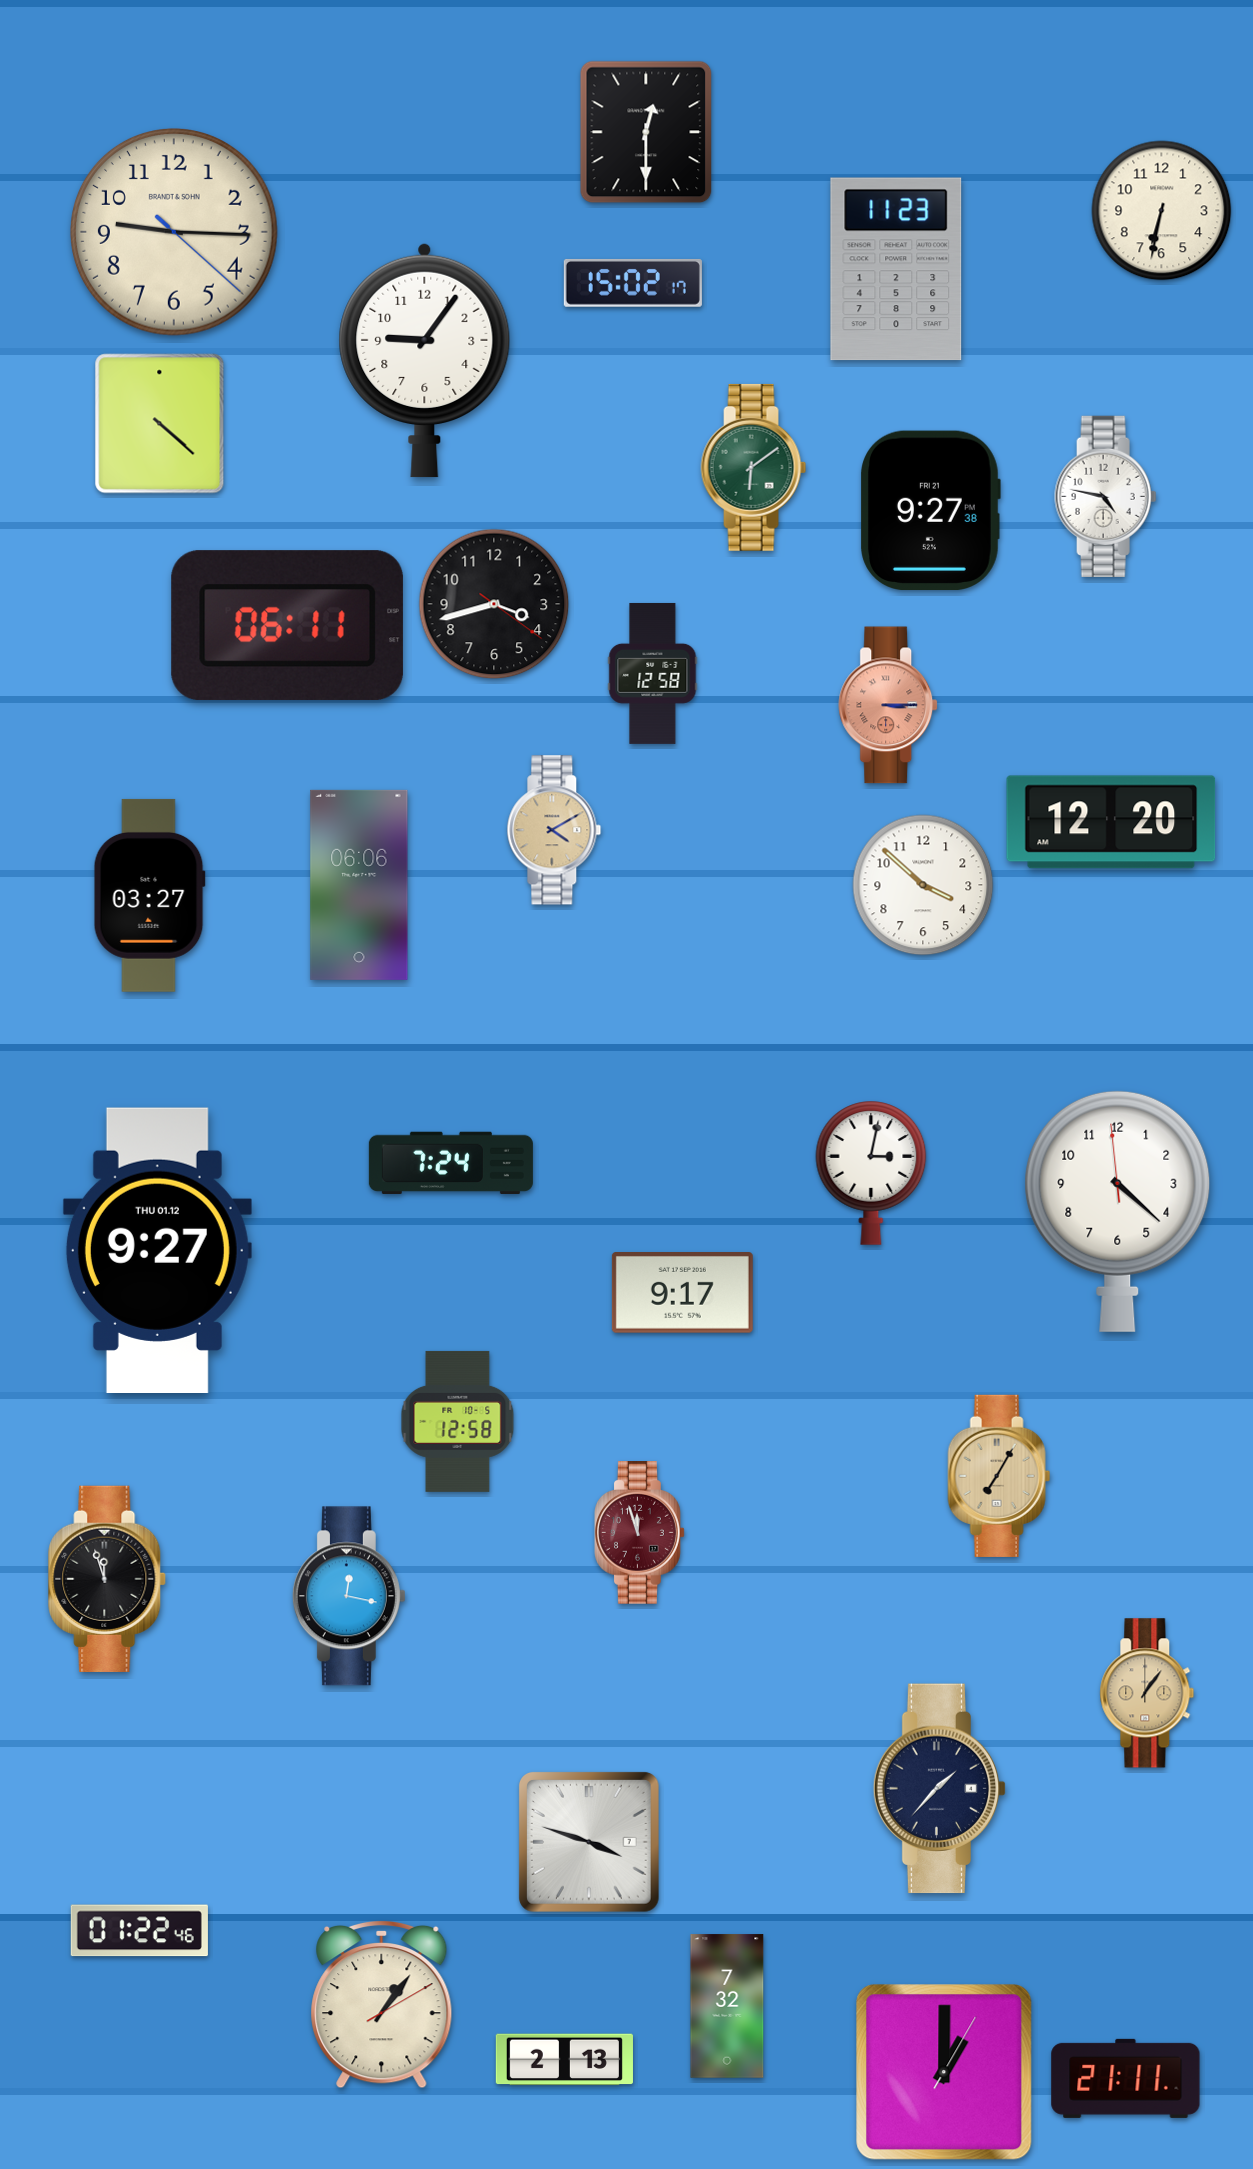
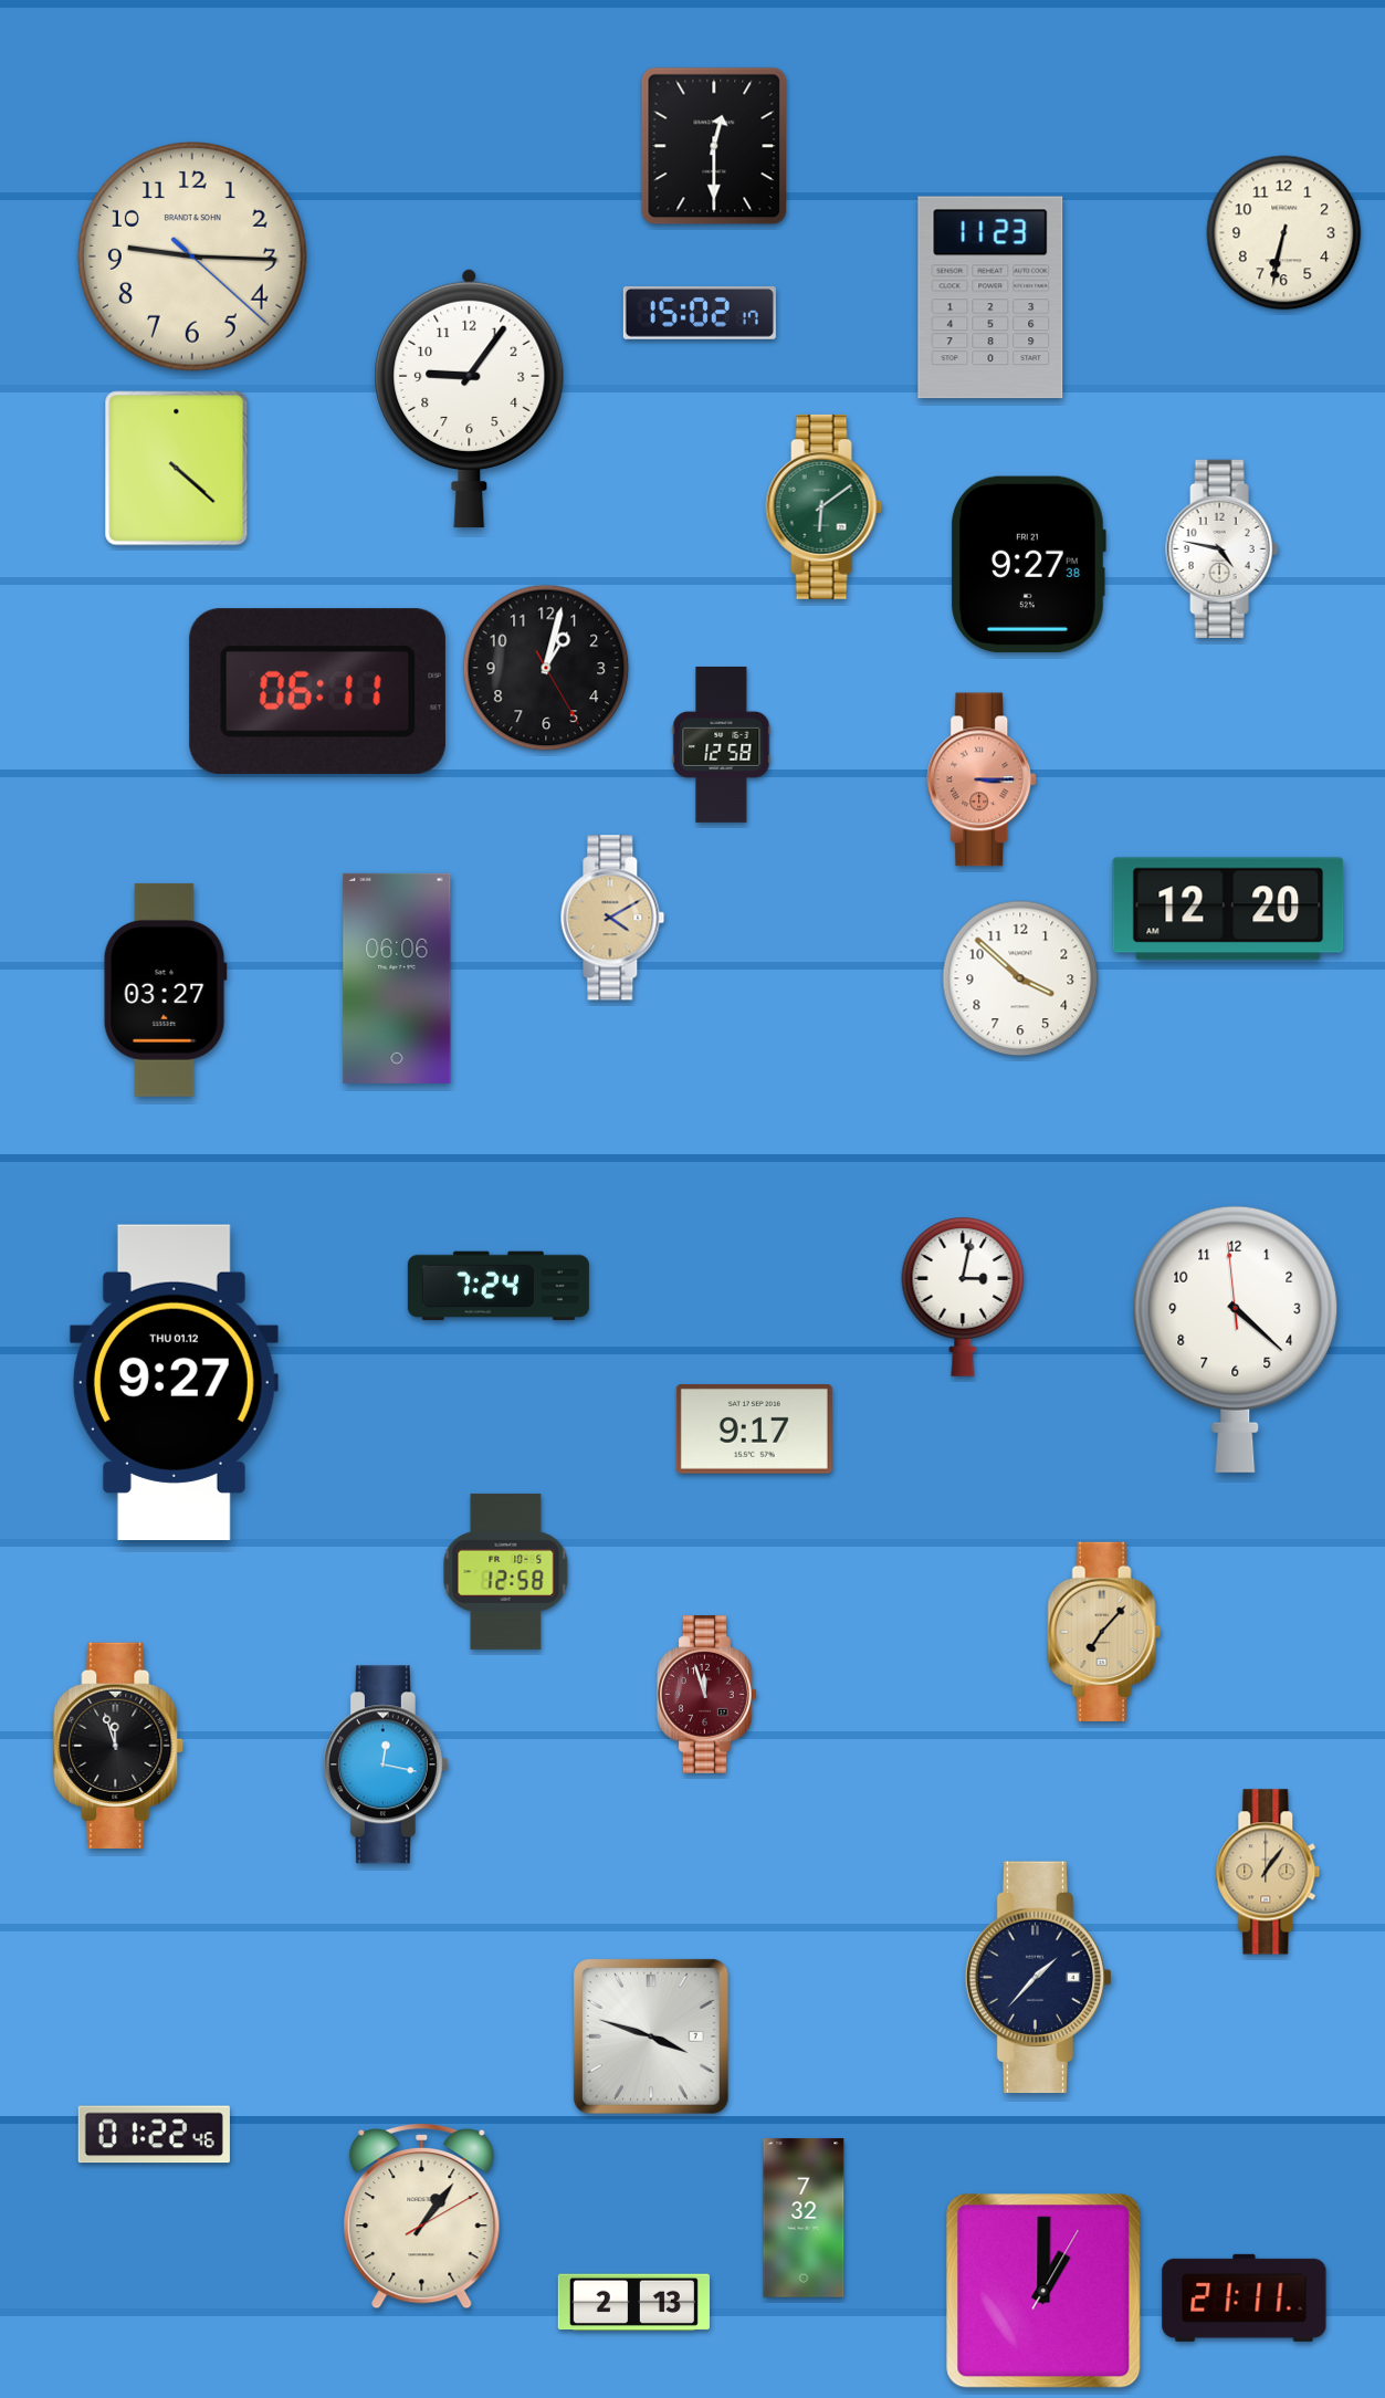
clock at (754, 467) position: (754, 467) -> (825, 506)
clock at (494, 604): 3:42 -> 1:02
clock at (999, 1476): 7:05 -> 7:07
clock at (564, 2060) position: (564, 2060) -> (633, 2303)
